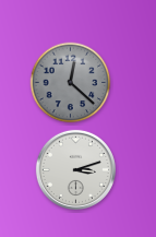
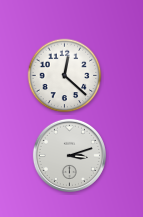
clock at (71, 83) dial: grey -> white
